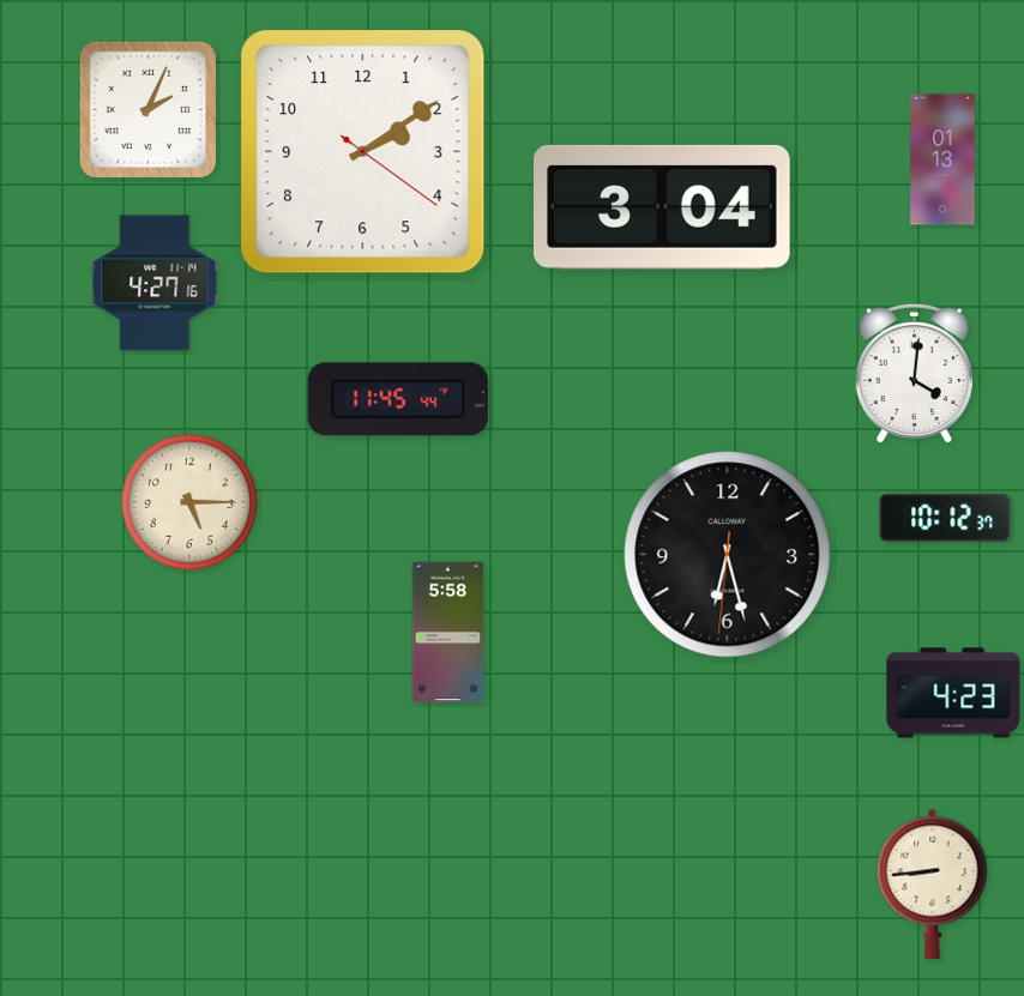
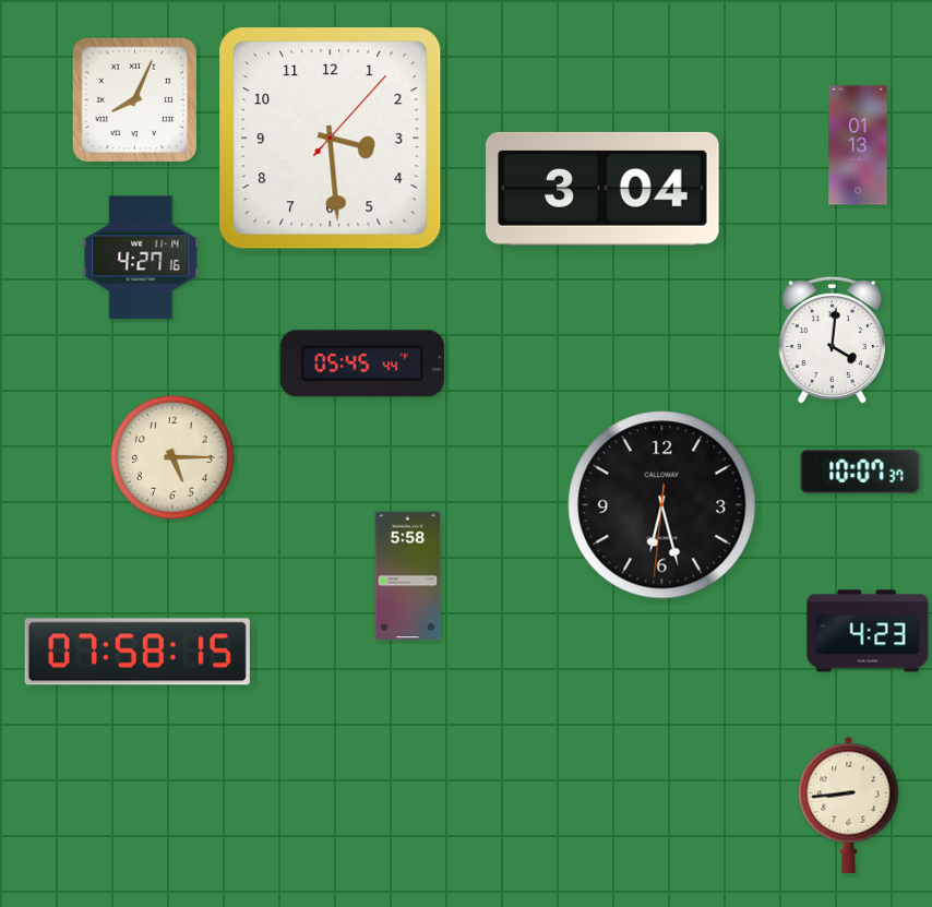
clock at (147, 109): 2:04 -> 8:04
clock at (363, 152): 2:09 -> 3:29
clock at (398, 399): 11:45 -> 05:45
clock at (945, 518): 10:12 -> 10:07
clock at (138, 652): none -> 07:58
